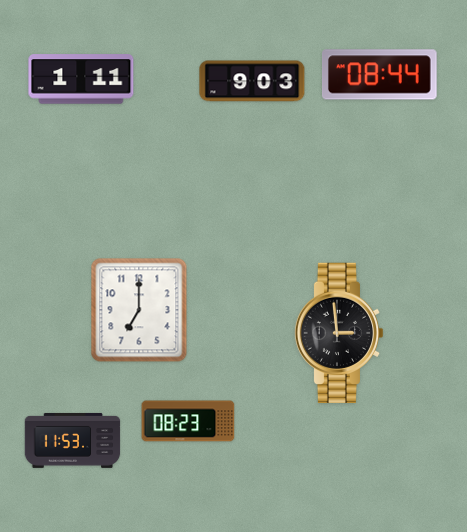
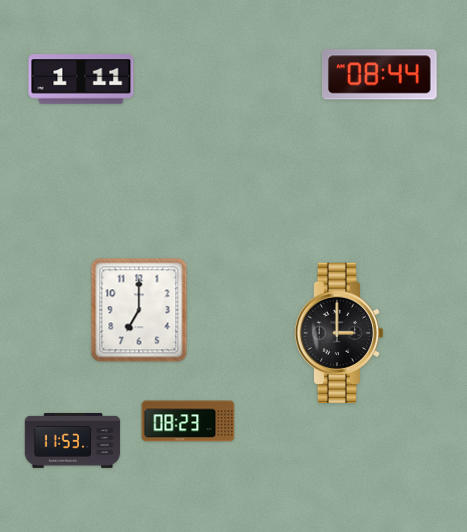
clock at (252, 81): 9:03 -> none
clock at (339, 332): 2:59 -> 3:00
